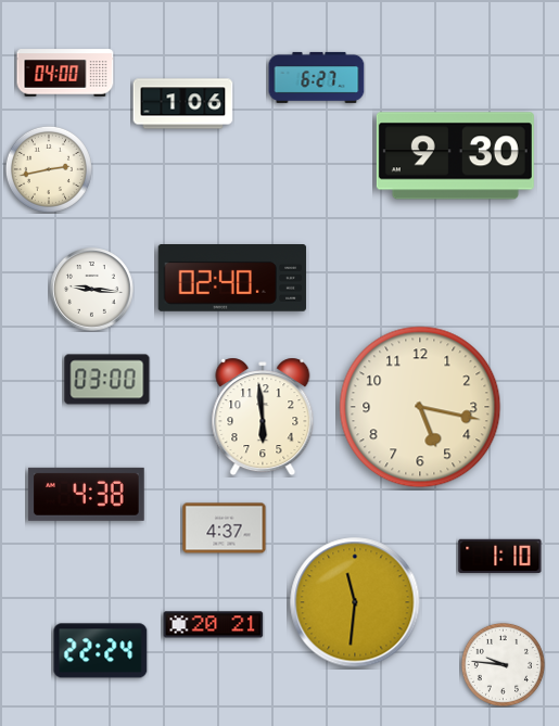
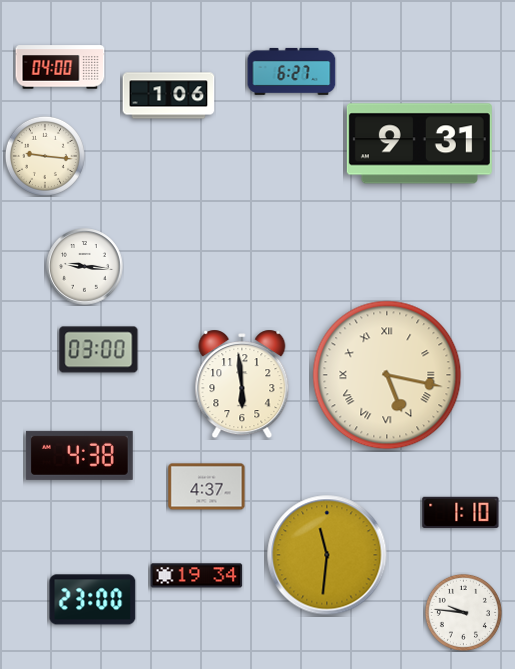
clock at (455, 156): 9:30 -> 9:31
clock at (49, 169): 2:43 -> 9:16
clock at (232, 279): 02:40 -> none
clock at (420, 407) numerals: Arabic -> Roman
clock at (214, 625): 20:21 -> 19:34
clock at (101, 651): 22:24 -> 23:00
